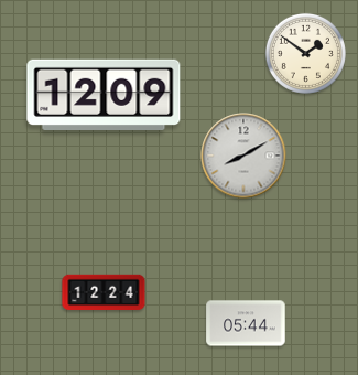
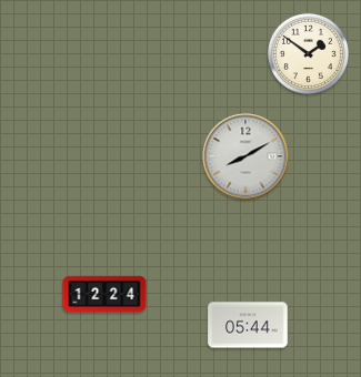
clock at (104, 94): 12:09 -> none
